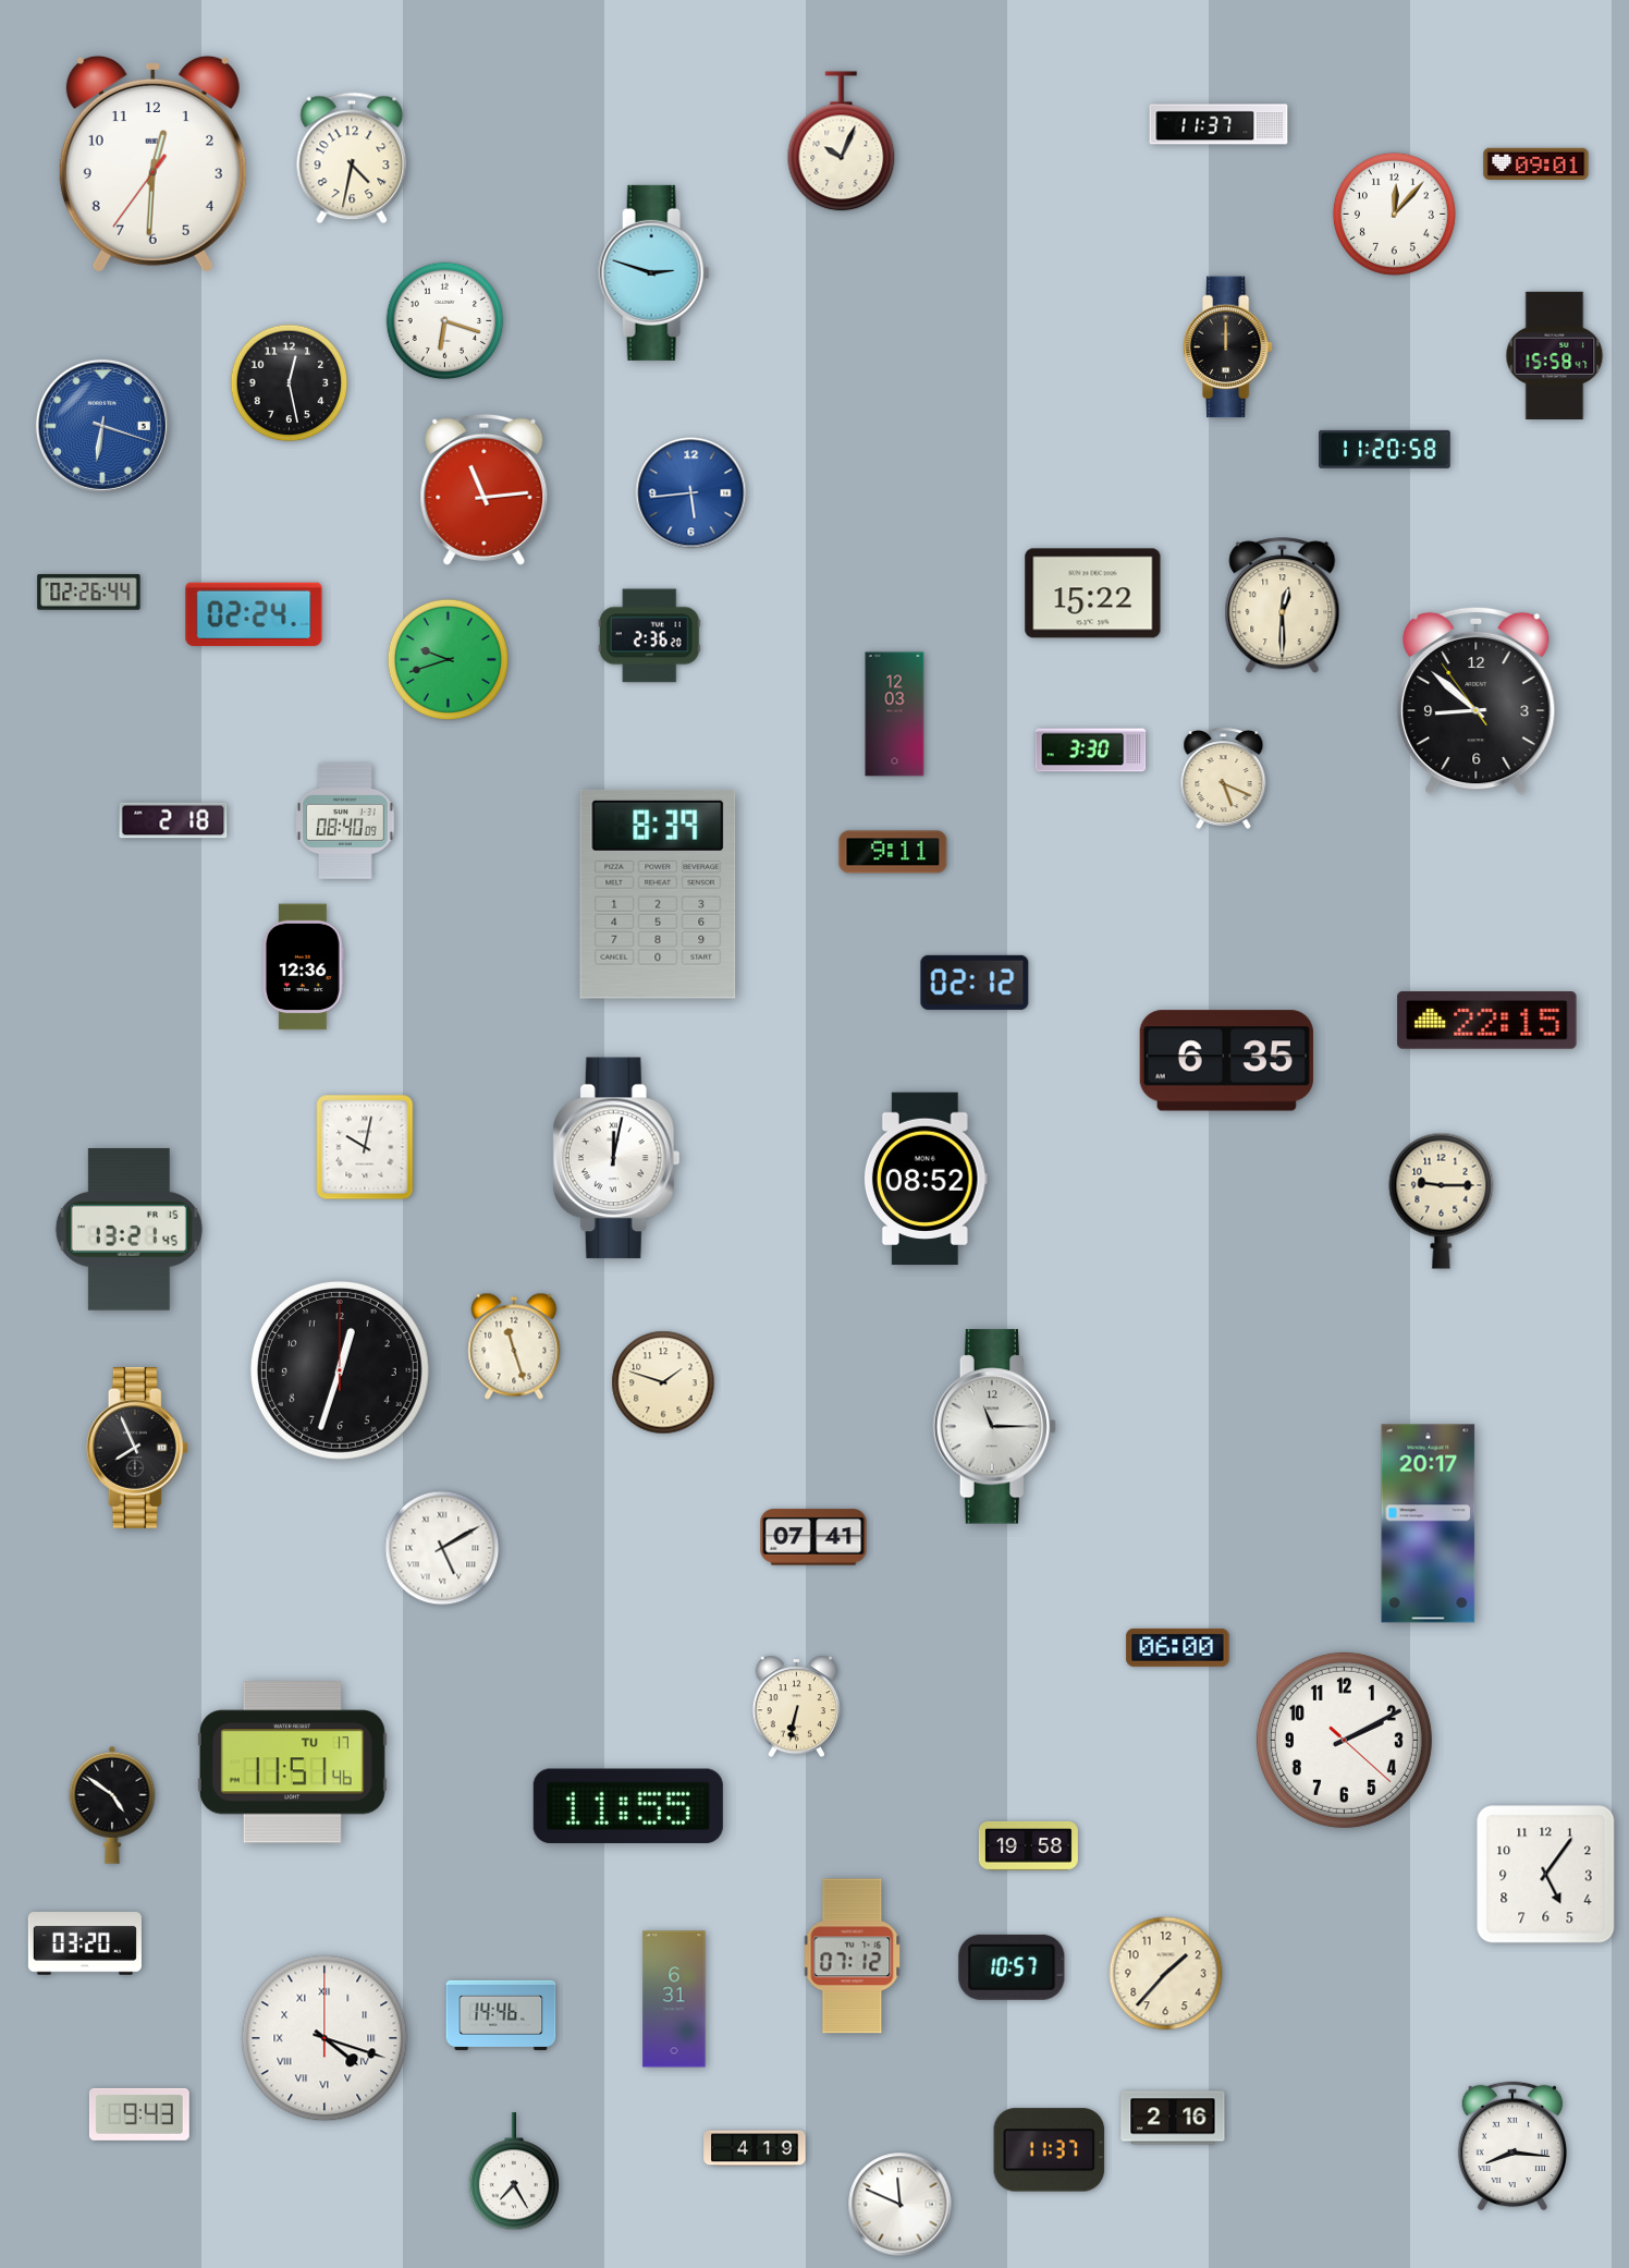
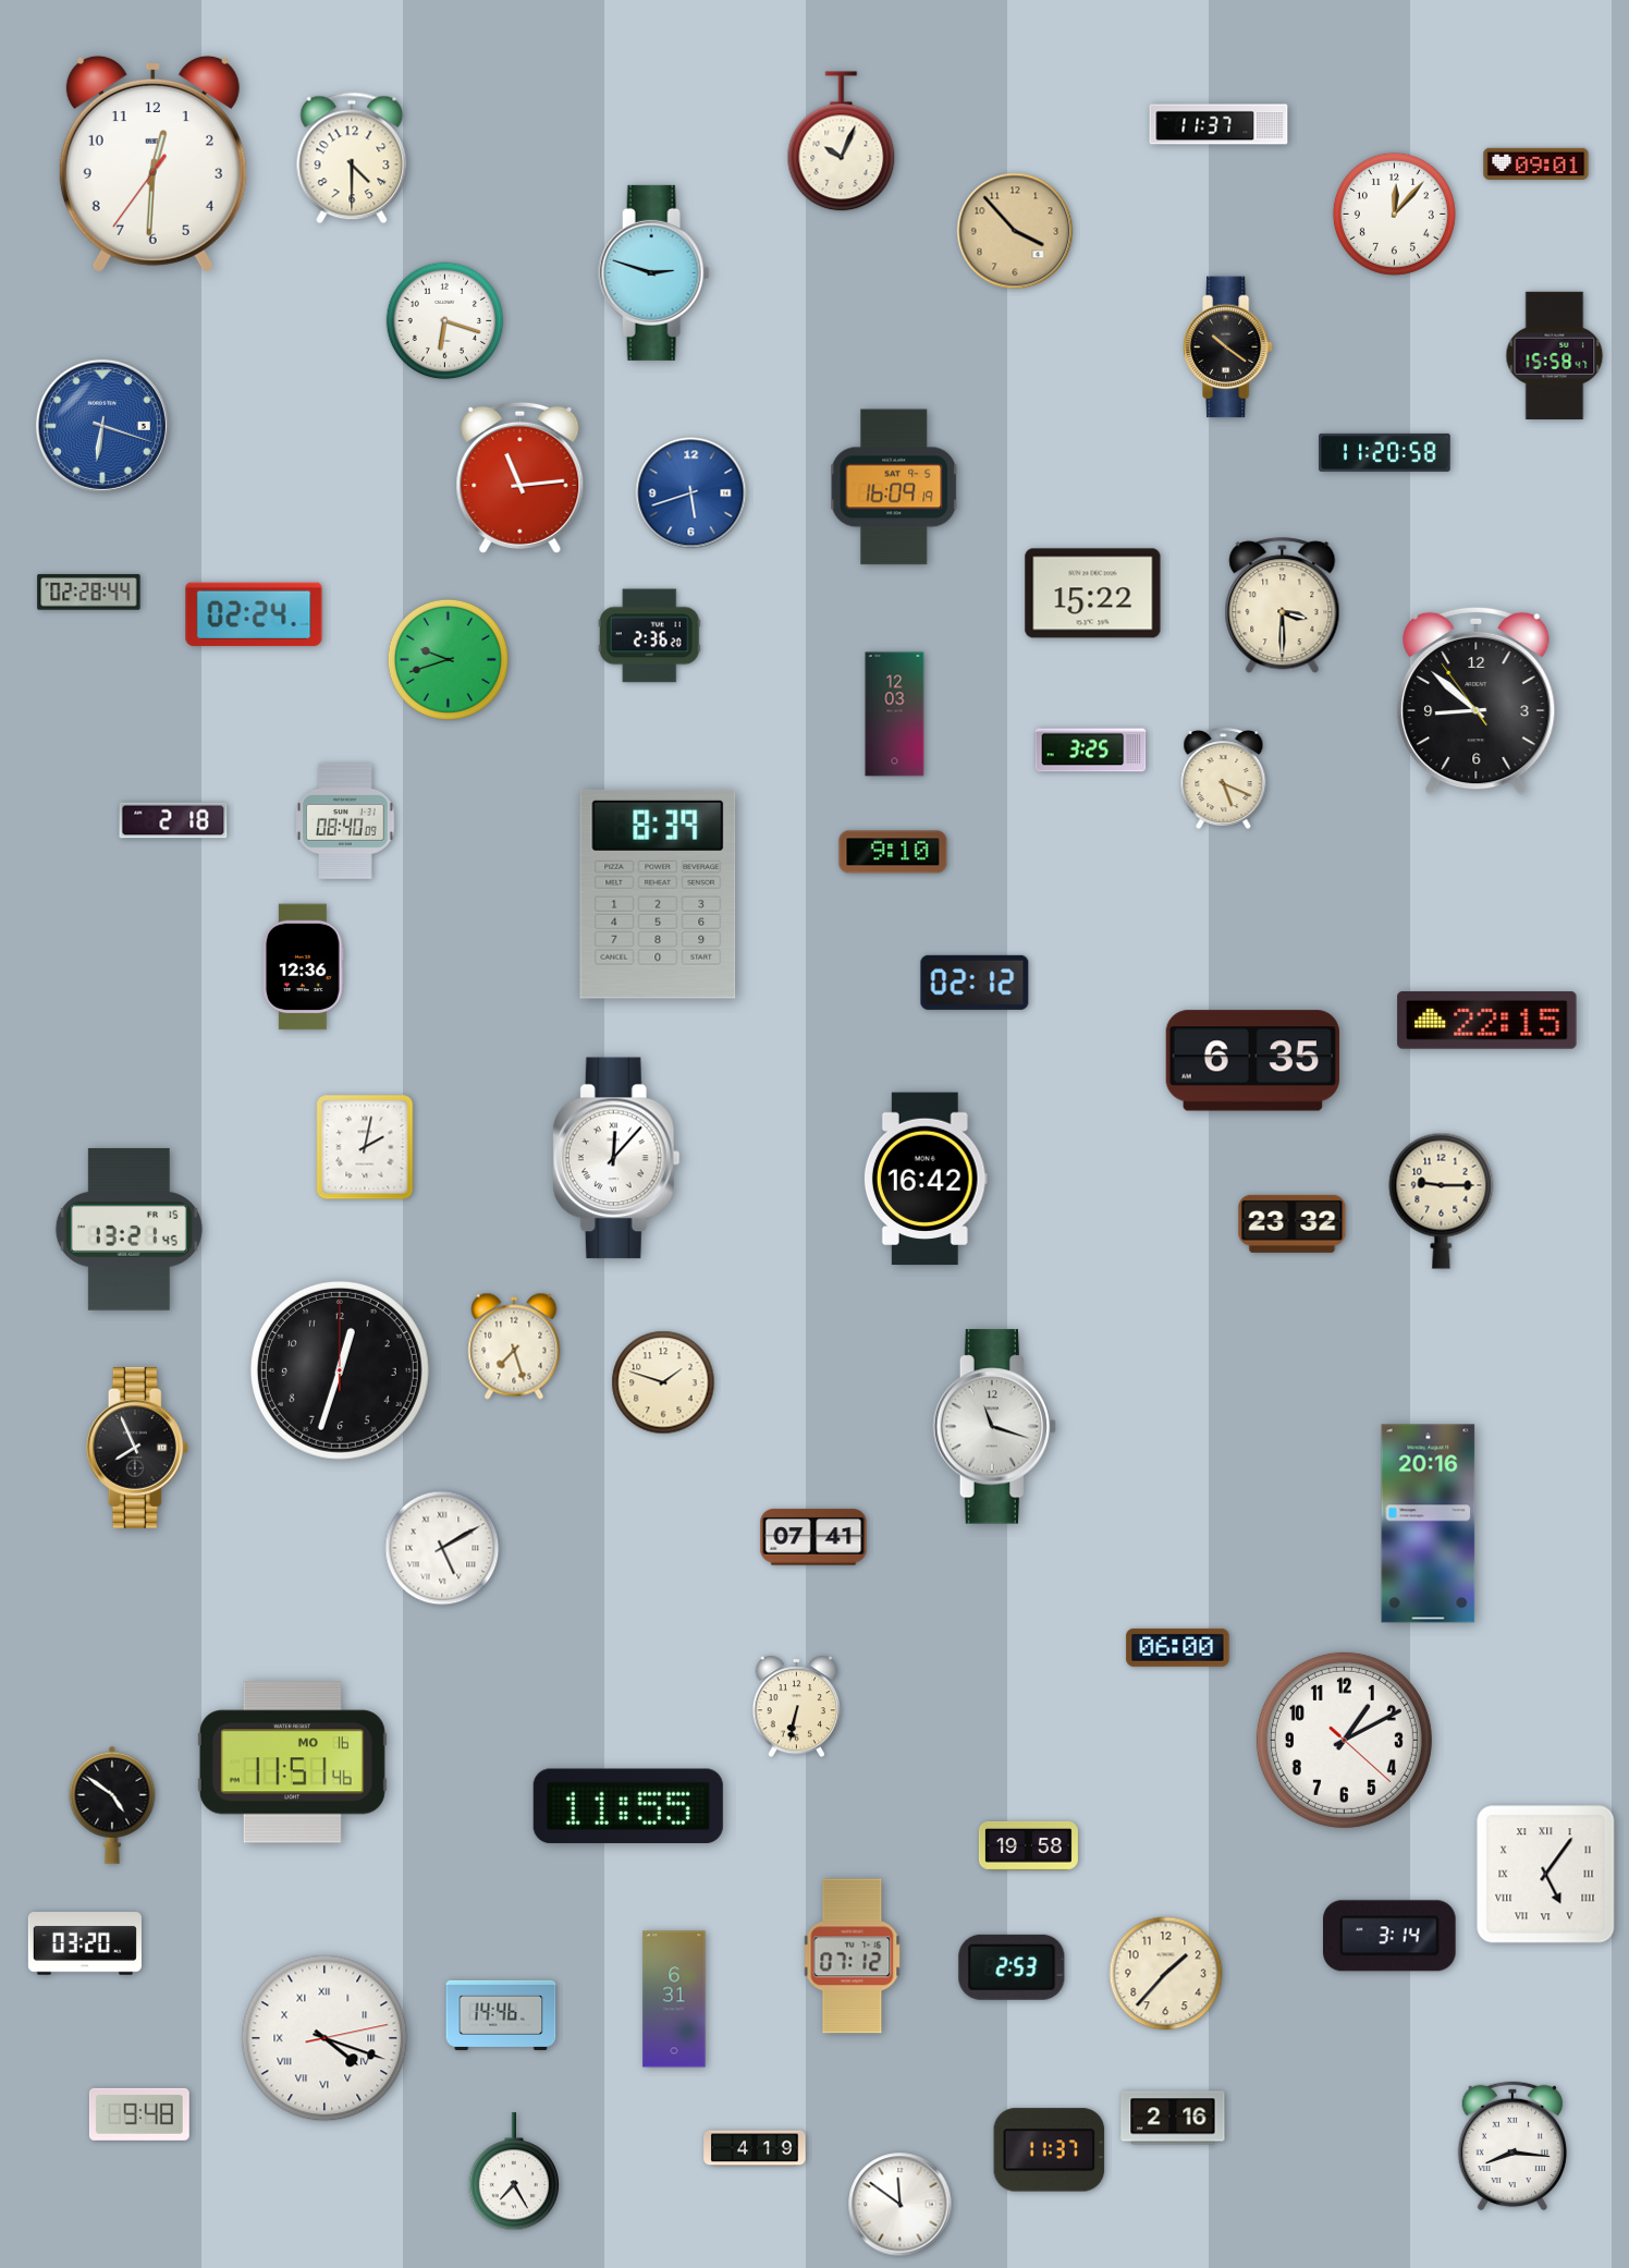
clock at (352, 158): 4:32 -> 4:30
clock at (1015, 231): none -> 3:53
clock at (1227, 347): 12:00 -> 10:21
clock at (290, 383): 12:28 -> none
clock at (1385, 449) position: (1385, 449) -> (1385, 452)
clock at (895, 487): none -> 16:09
clock at (485, 489) position: (485, 489) -> (520, 477)
clock at (691, 493): 5:44 -> 5:42
clock at (89, 593): 02:26 -> 02:28
clock at (1283, 606): 12:30 -> 3:30
clock at (1091, 751): 3:30 -> 3:25
clock at (893, 852): 9:11 -> 9:10
clock at (1226, 1061) position: (1226, 1061) -> (1252, 1061)
clock at (365, 1147): 10:02 -> 2:02
clock at (616, 1158): 12:02 -> 12:07
clock at (926, 1179): 08:52 -> 16:42
clock at (1293, 1223): none -> 23:32
clock at (514, 1346): 11:27 -> 7:27
clock at (995, 1427): 11:15 -> 11:18
clock at (1429, 1524): 20:17 -> 20:16
clock at (1344, 1740): 2:10 -> 1:10
clock at (292, 1763) date: TU 17 -> MO 16
clock at (1546, 1875) numerals: Arabic -> Roman
clock at (1391, 1936): none -> 3:14
clock at (1012, 1967): 10:57 -> 2:53
clock at (324, 2038): 4:18:00 -> 4:18:13
clock at (139, 2114): 9:43 -> 9:48
clock at (901, 2205): 11:49 -> 11:51
